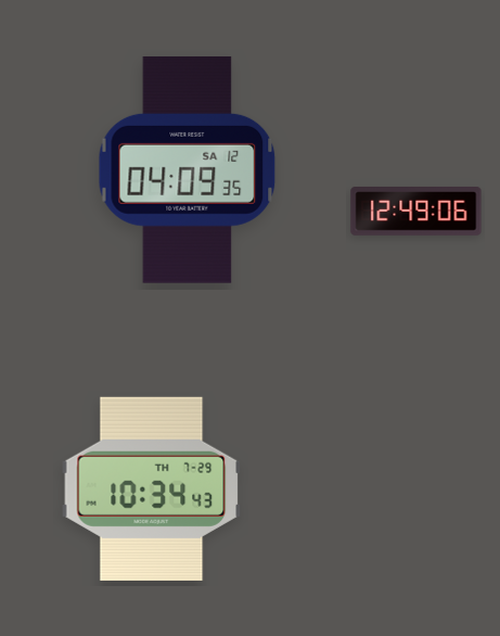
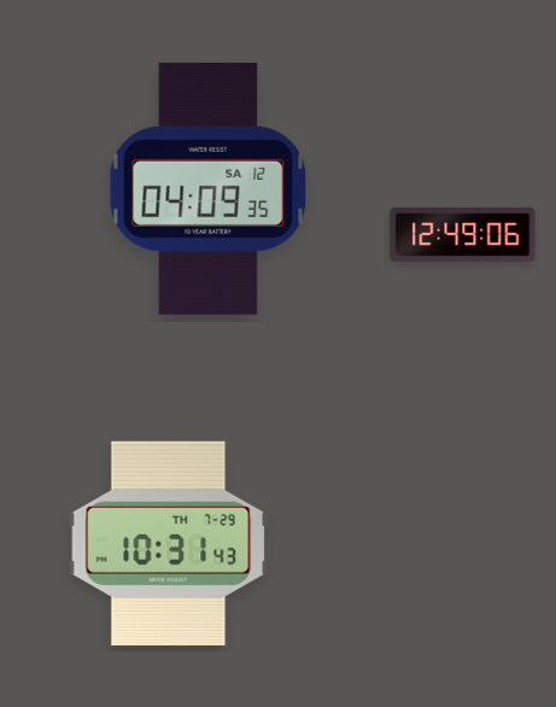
clock at (152, 488): 10:34 -> 10:31
